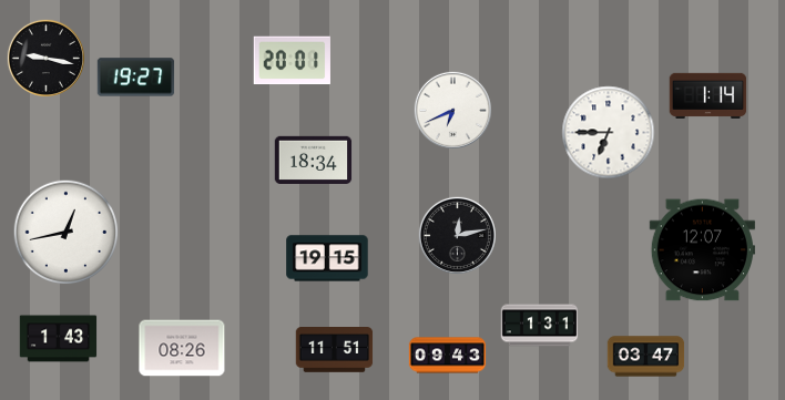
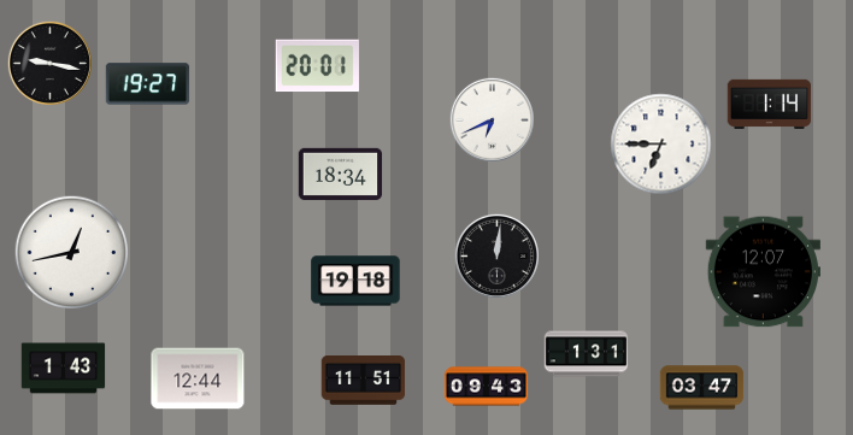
clock at (457, 235): 12:13 -> 12:01
clock at (327, 258): 19:15 -> 19:18
clock at (182, 348): 08:26 -> 12:44
